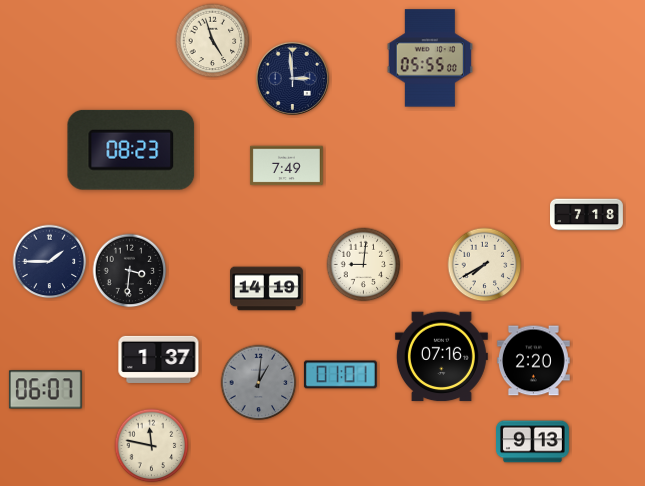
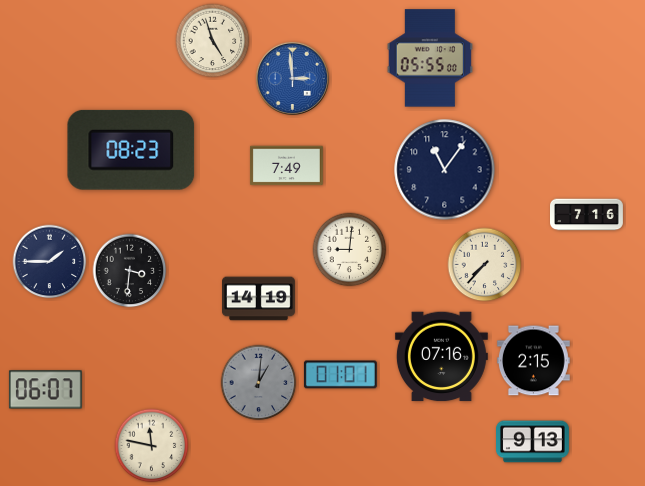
clock at (292, 78) dial: navy -> blue
clock at (445, 170): none -> 11:06
clock at (587, 215): 7:18 -> 7:16
clock at (364, 265) position: (364, 265) -> (350, 250)
clock at (485, 265): 7:40 -> 7:37
clock at (267, 289) position: (267, 289) -> (259, 299)
clock at (159, 359): 1:37 -> none
clock at (533, 361): 2:20 -> 2:15
